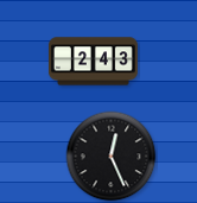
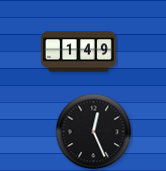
clock at (93, 62): 2:43 -> 1:49
